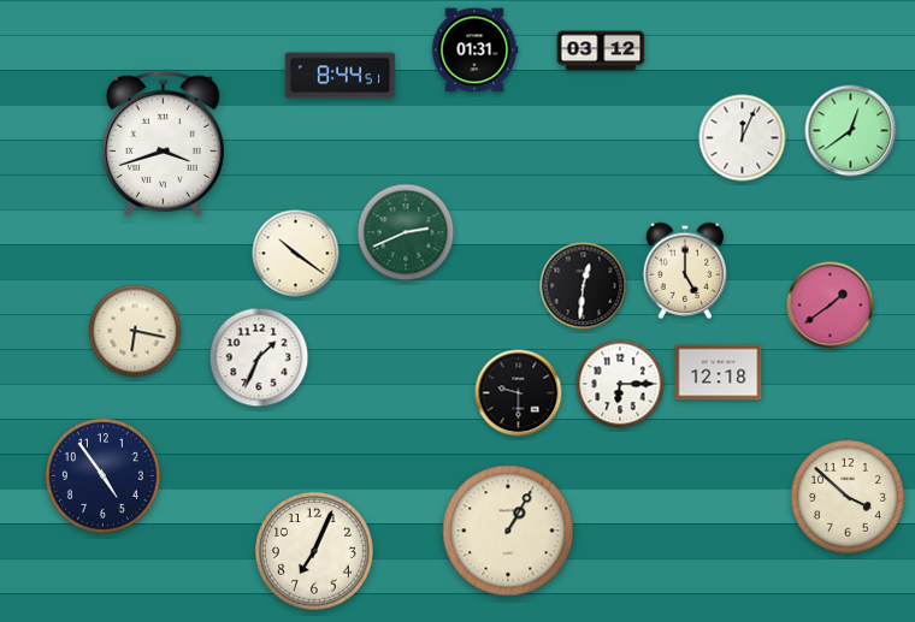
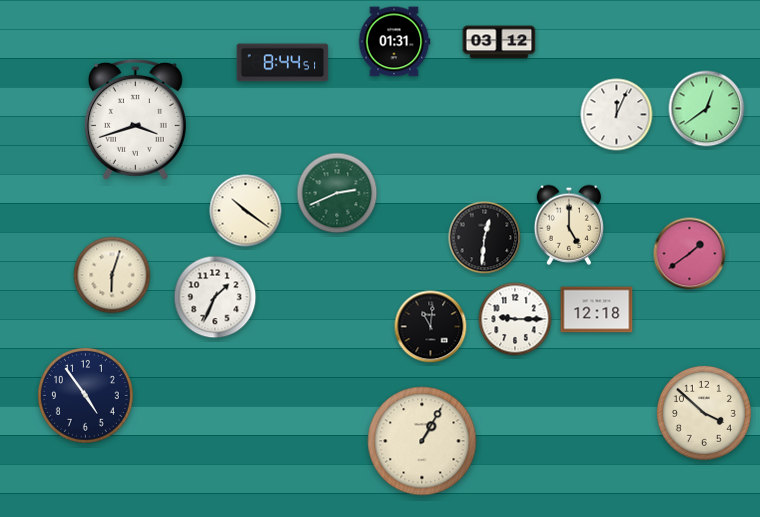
clock at (135, 331): 6:17 -> 6:03
clock at (620, 384): 6:15 -> 9:15
clock at (519, 393): 9:30 -> 11:01
clock at (314, 551): 7:04 -> none
